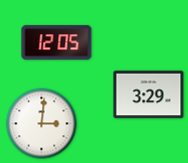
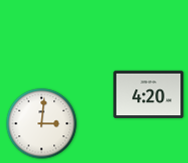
clock at (57, 43): 12:05 -> none
clock at (149, 95): 3:29 -> 4:20
